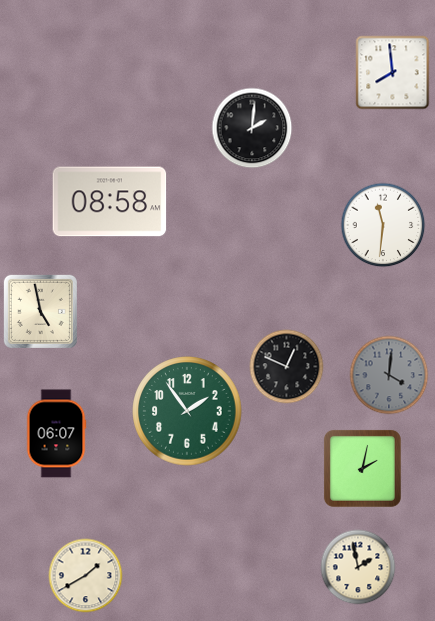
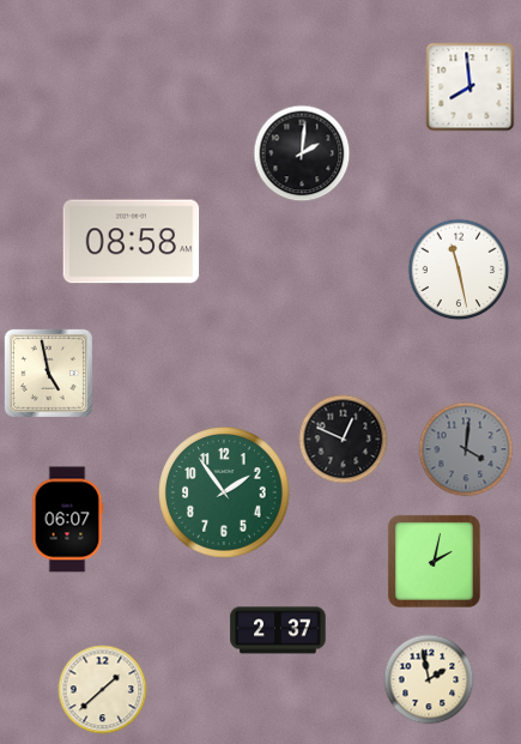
clock at (383, 225): 11:31 -> 11:28
clock at (278, 630): none -> 2:37
clock at (86, 576): 1:40 -> 1:38
